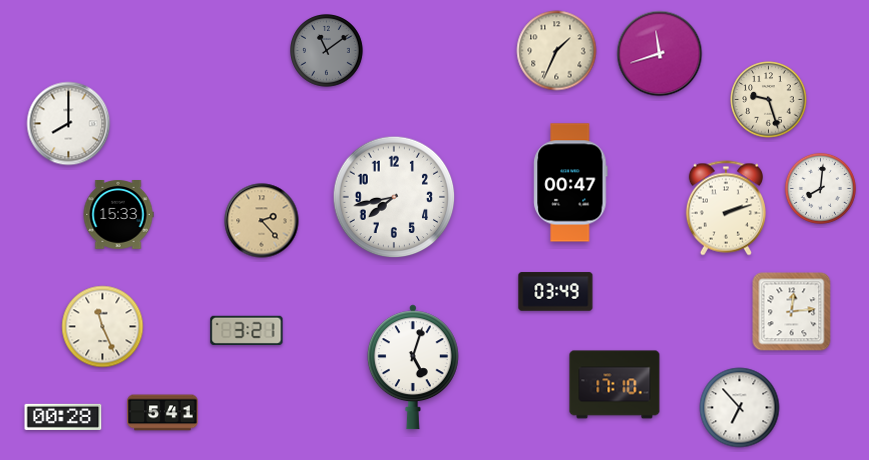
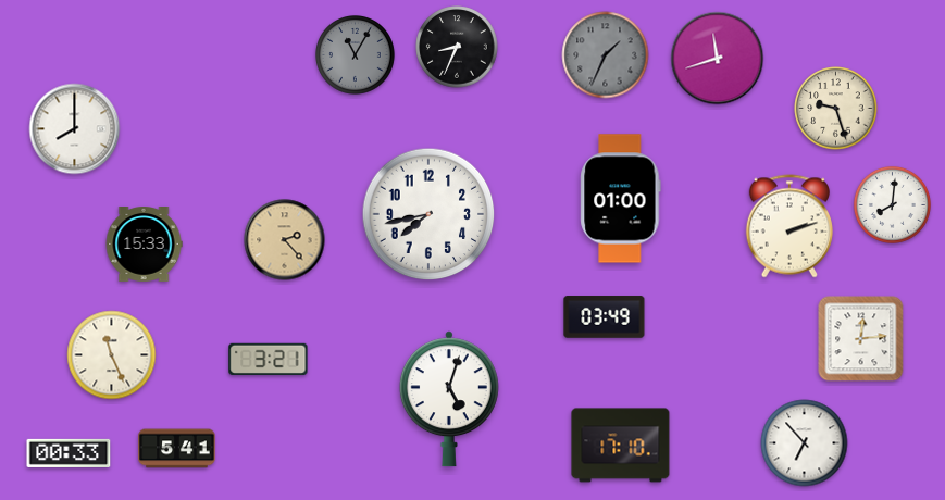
clock at (457, 47): none -> 8:34
clock at (327, 51): 11:09 -> 11:05
clock at (557, 51) dial: cream -> grey
clock at (69, 124) position: (69, 124) -> (75, 129)
clock at (571, 183): 00:47 -> 01:00
clock at (118, 215) position: (118, 215) -> (144, 245)
clock at (615, 385) position: (615, 385) -> (621, 446)
clock at (63, 417): 00:28 -> 00:33
